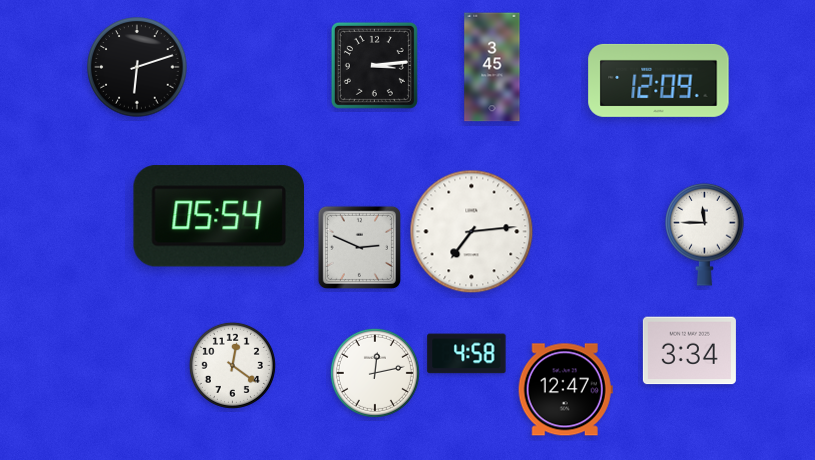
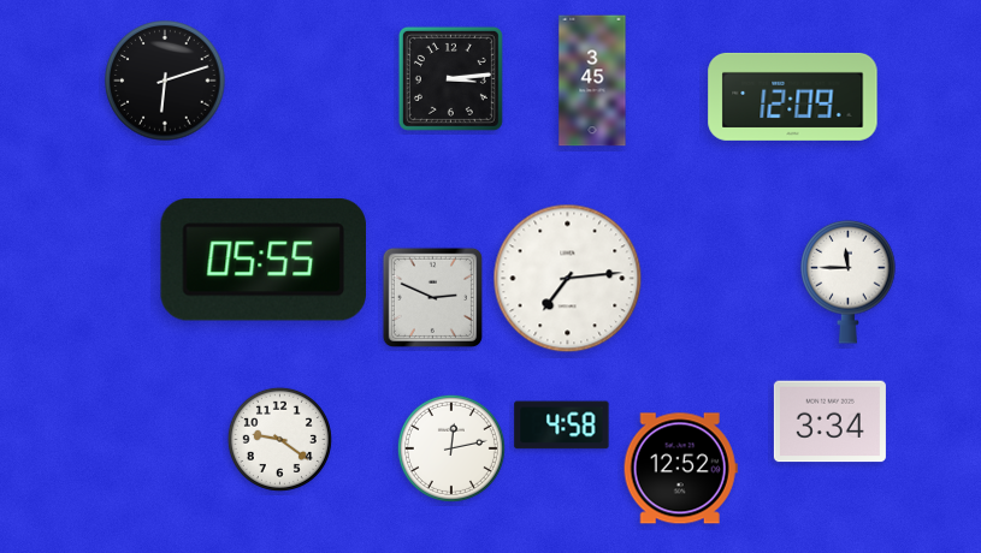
clock at (218, 216): 05:54 -> 05:55
clock at (232, 365): 12:21 -> 9:21
clock at (565, 390): 12:47 -> 12:52
